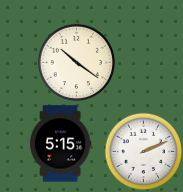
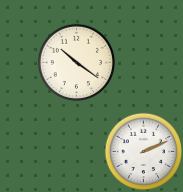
clock at (60, 144): 5:15 -> none
